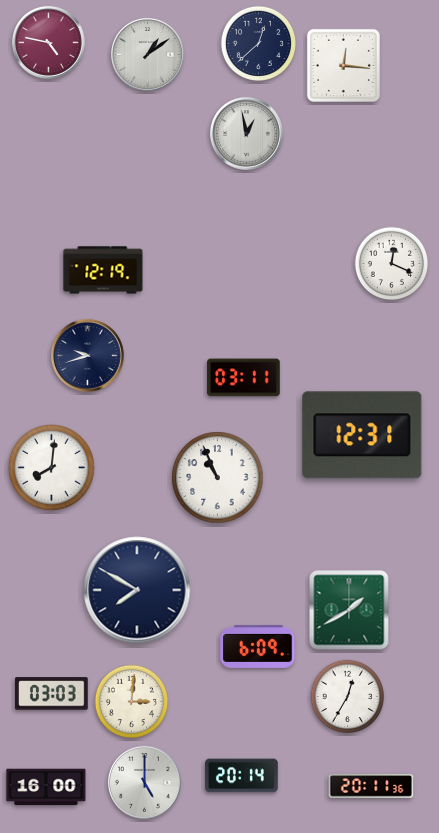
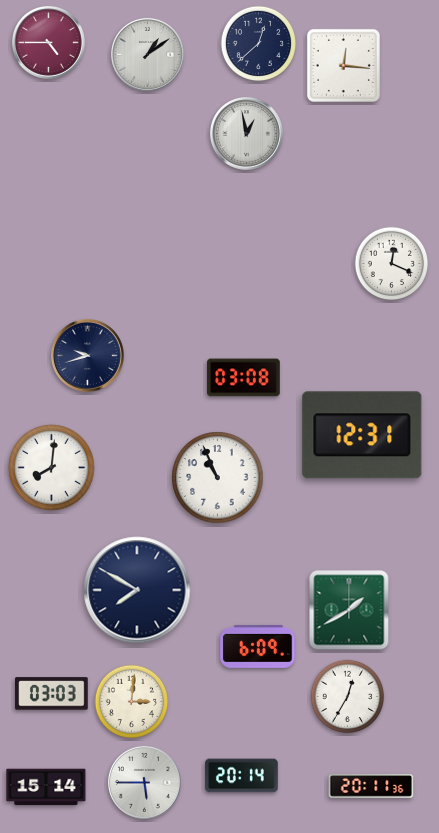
clock at (48, 42): 4:47 -> 4:45
clock at (103, 270): 12:19 -> none
clock at (244, 378): 03:11 -> 03:08
clock at (144, 782): 5:00 -> 5:45
clock at (46, 787): 16:00 -> 15:14
